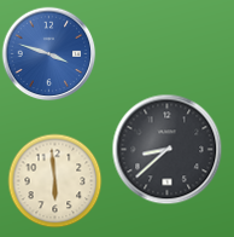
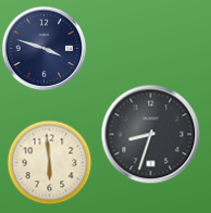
clock at (48, 53) dial: blue -> navy
clock at (166, 149): 8:38 -> 8:33
